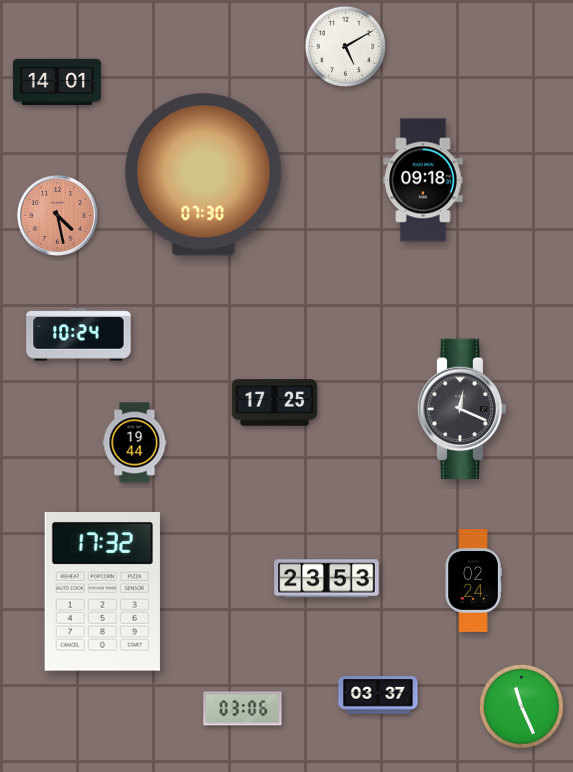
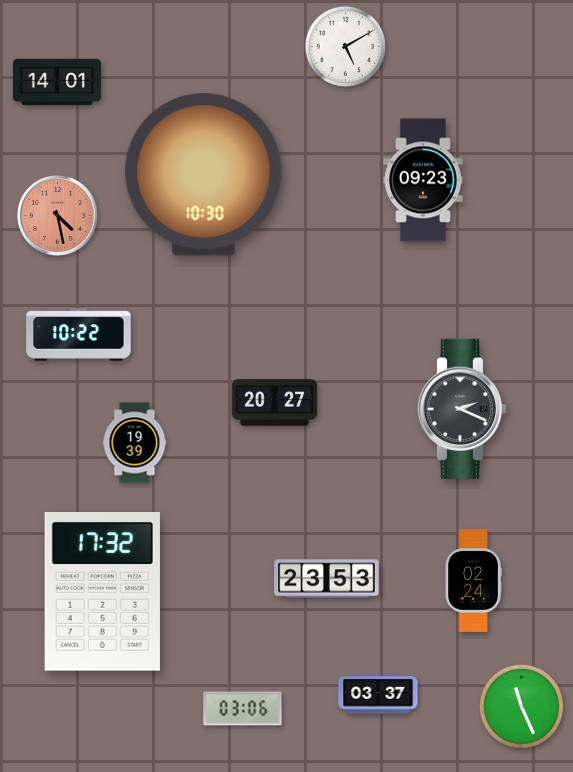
clock at (204, 175): 07:30 -> 10:30
clock at (423, 180): 09:18 -> 09:23
clock at (79, 335): 10:24 -> 10:22
clock at (275, 403): 17:25 -> 20:27
clock at (462, 409): 12:19 -> 2:19
clock at (135, 443): 19:44 -> 19:39
